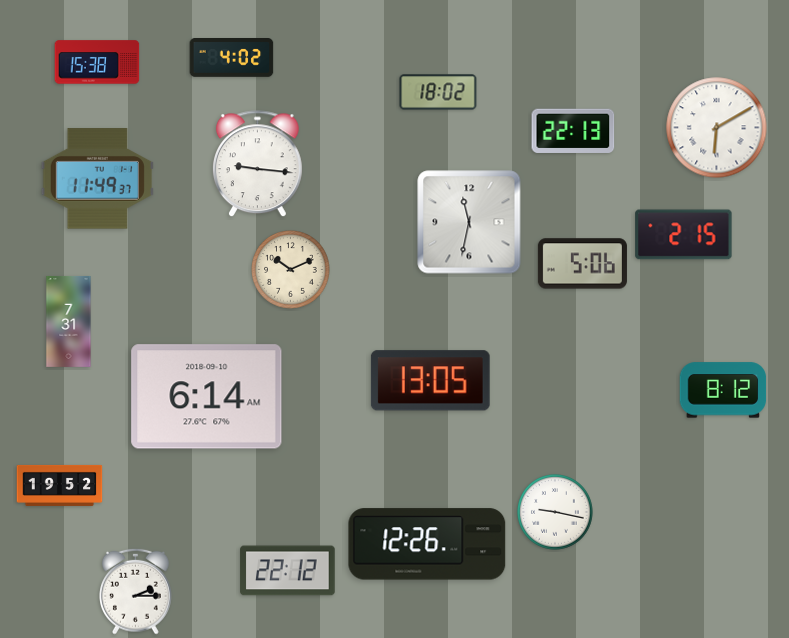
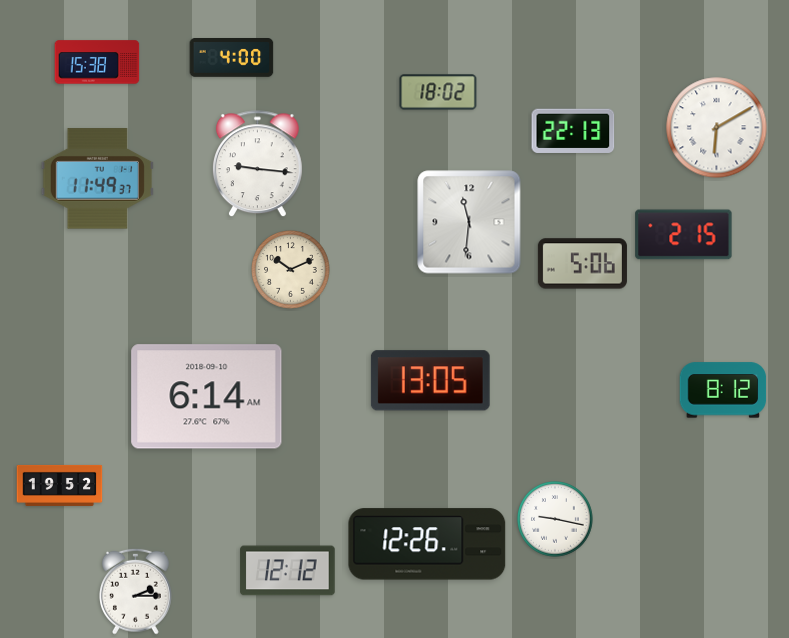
clock at (232, 58): 4:02 -> 4:00
clock at (469, 222): 11:32 -> 11:31
clock at (69, 321): 7:31 -> none
clock at (556, 513) position: (556, 513) -> (556, 520)
clock at (288, 571): 22:12 -> 12:12
